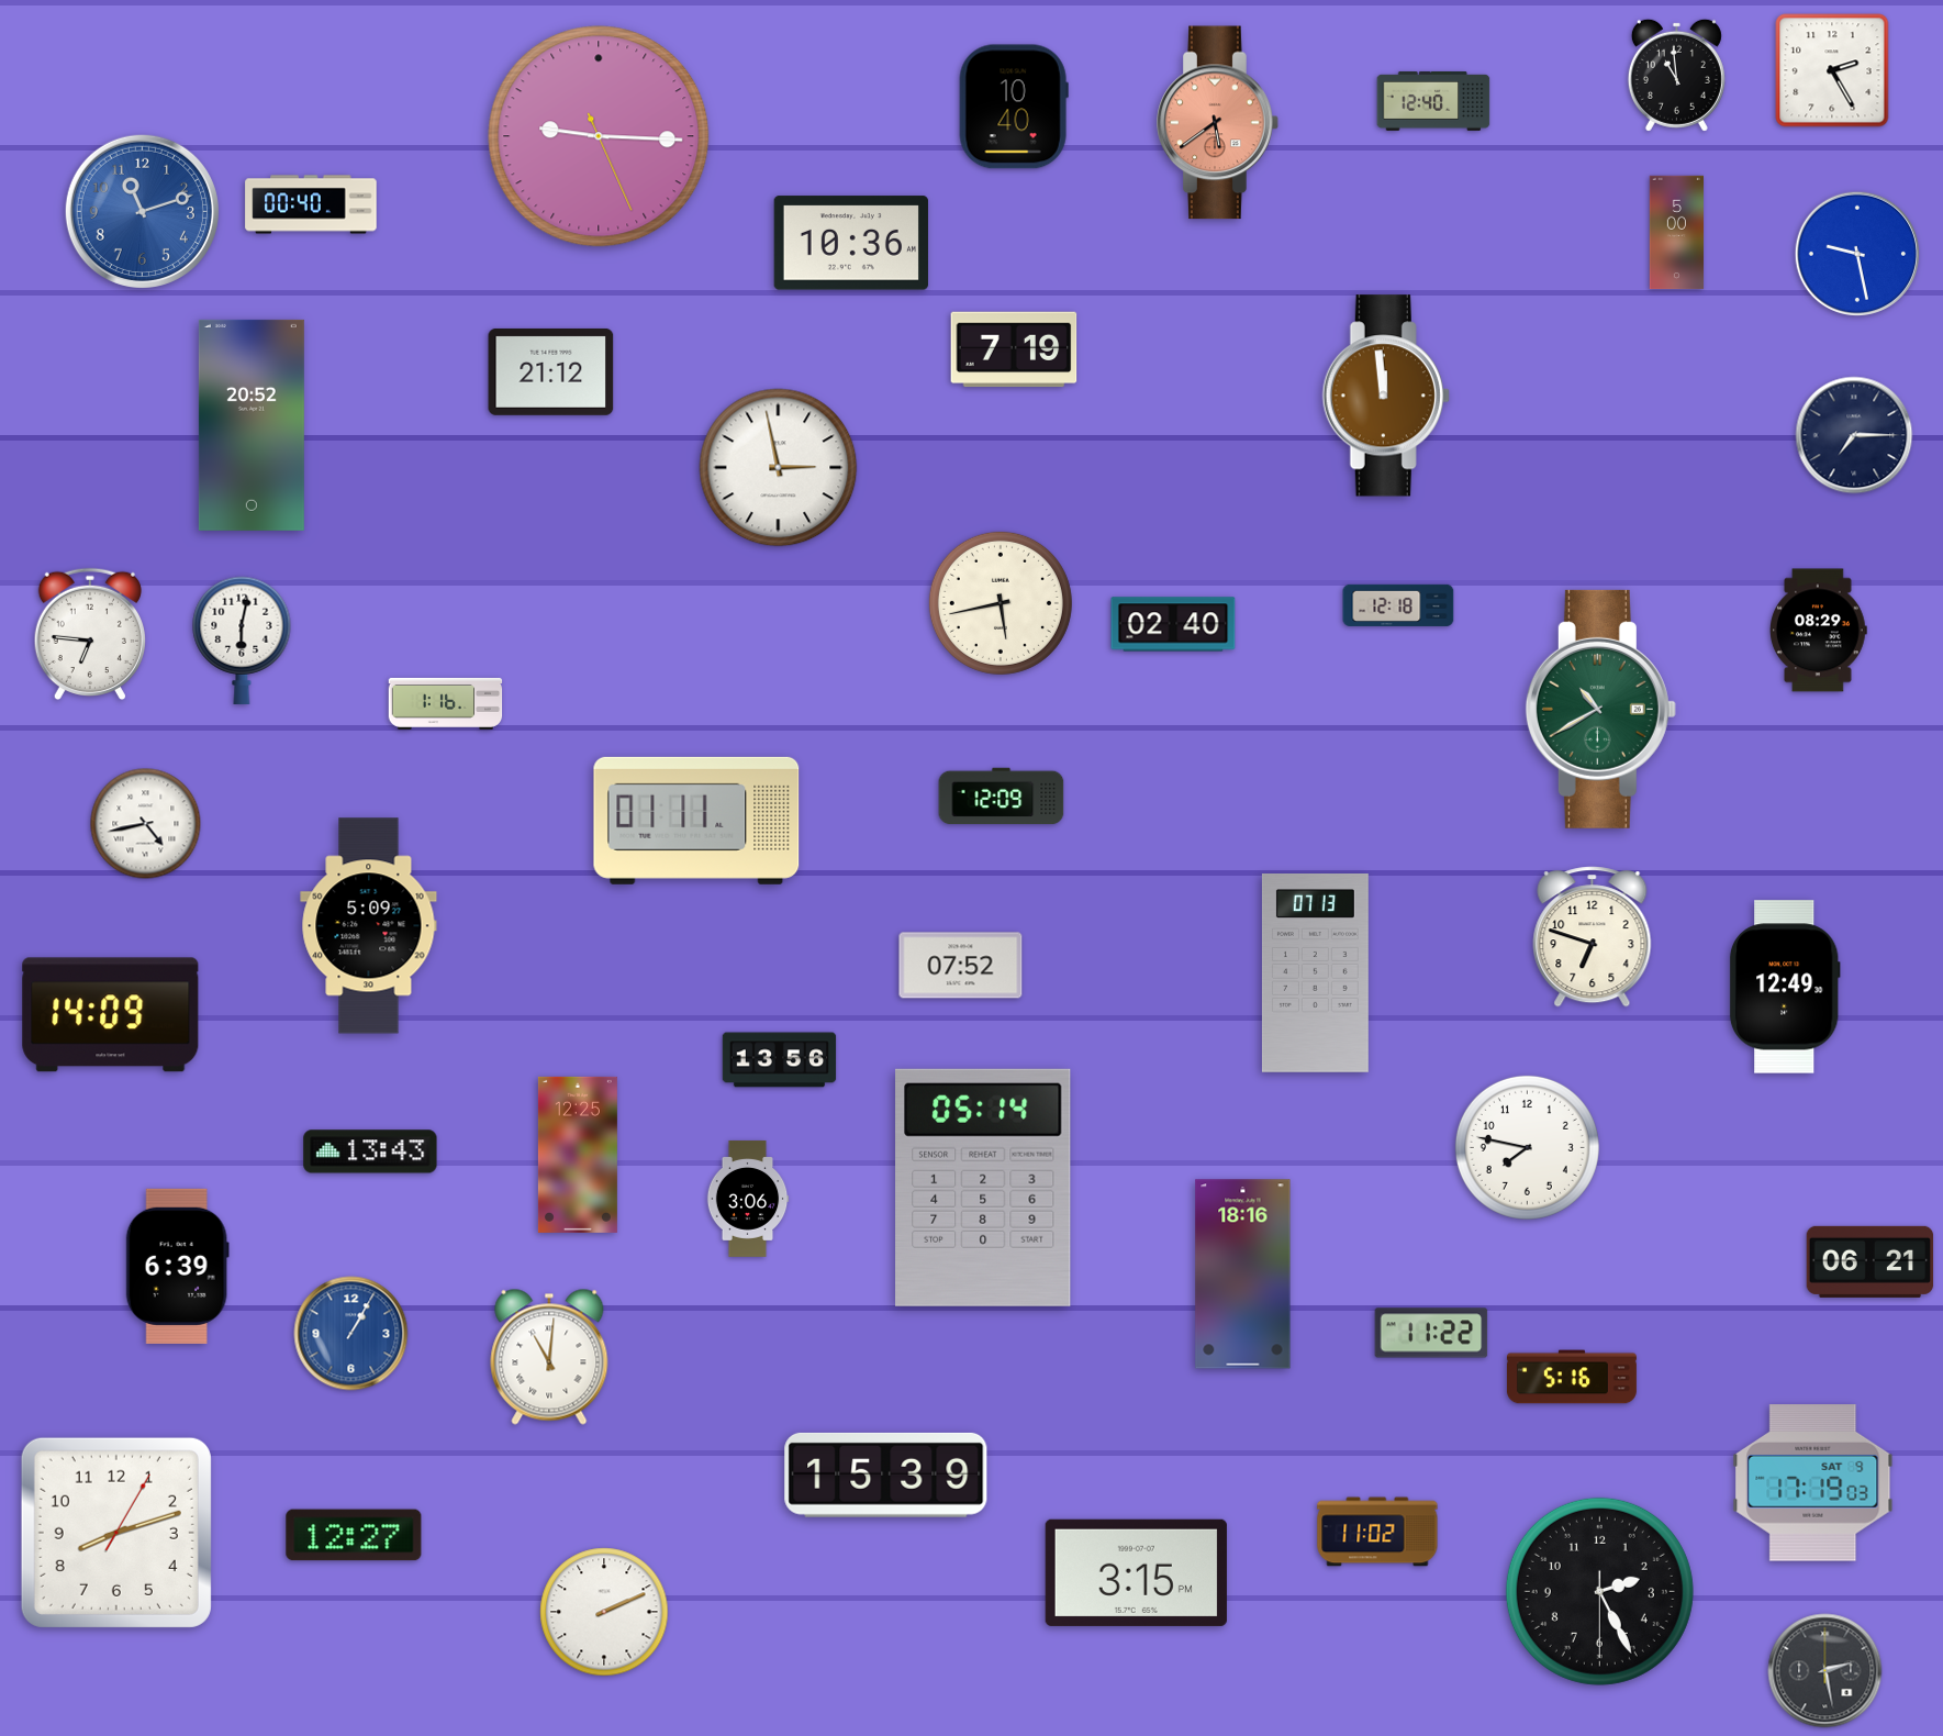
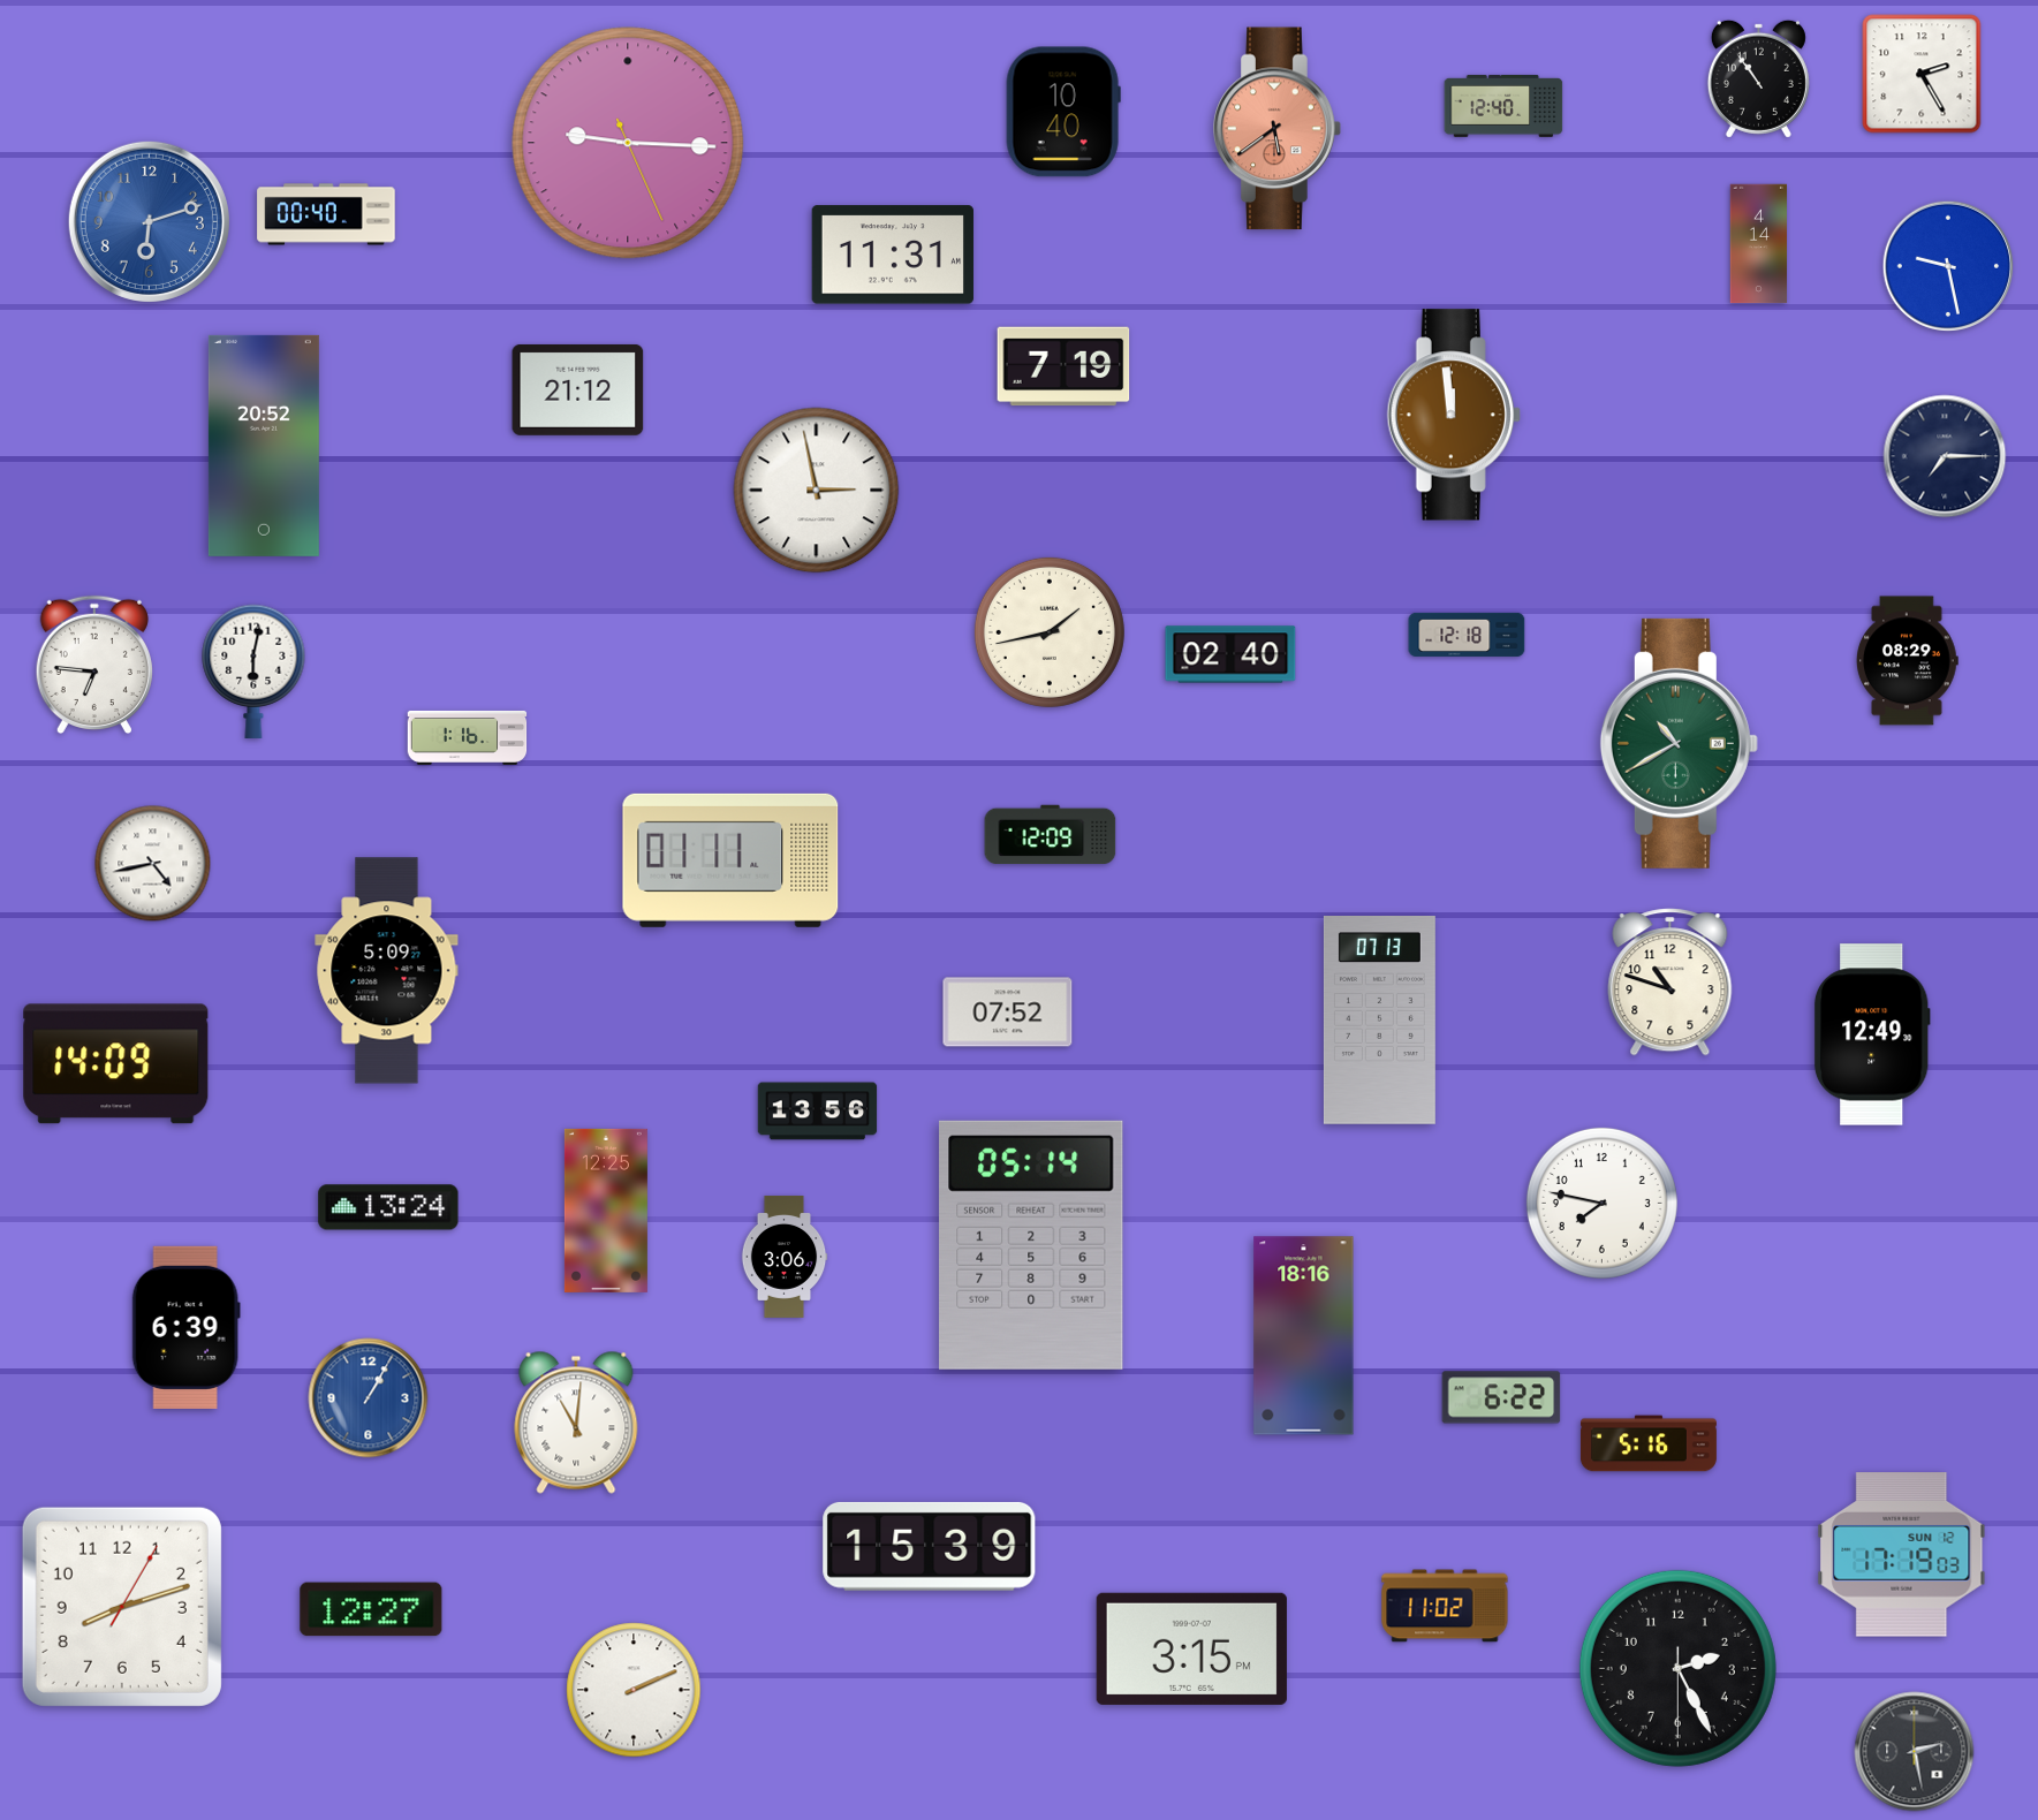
clock at (1676, 75): 10:59 -> 10:54
clock at (142, 211): 11:12 -> 6:12
clock at (1676, 233): 5:00 -> 4:14
clock at (851, 243): 10:36 -> 11:31
clock at (1001, 603): 5:43 -> 1:43
clock at (1593, 937): 6:48 -> 10:48
clock at (370, 1151): 13:43 -> 13:24
clock at (1871, 1261): 06:21 -> none
clock at (1431, 1333): 11:22 -> 6:22
clock at (1813, 1483) date: SAT 9 -> SUN 12
